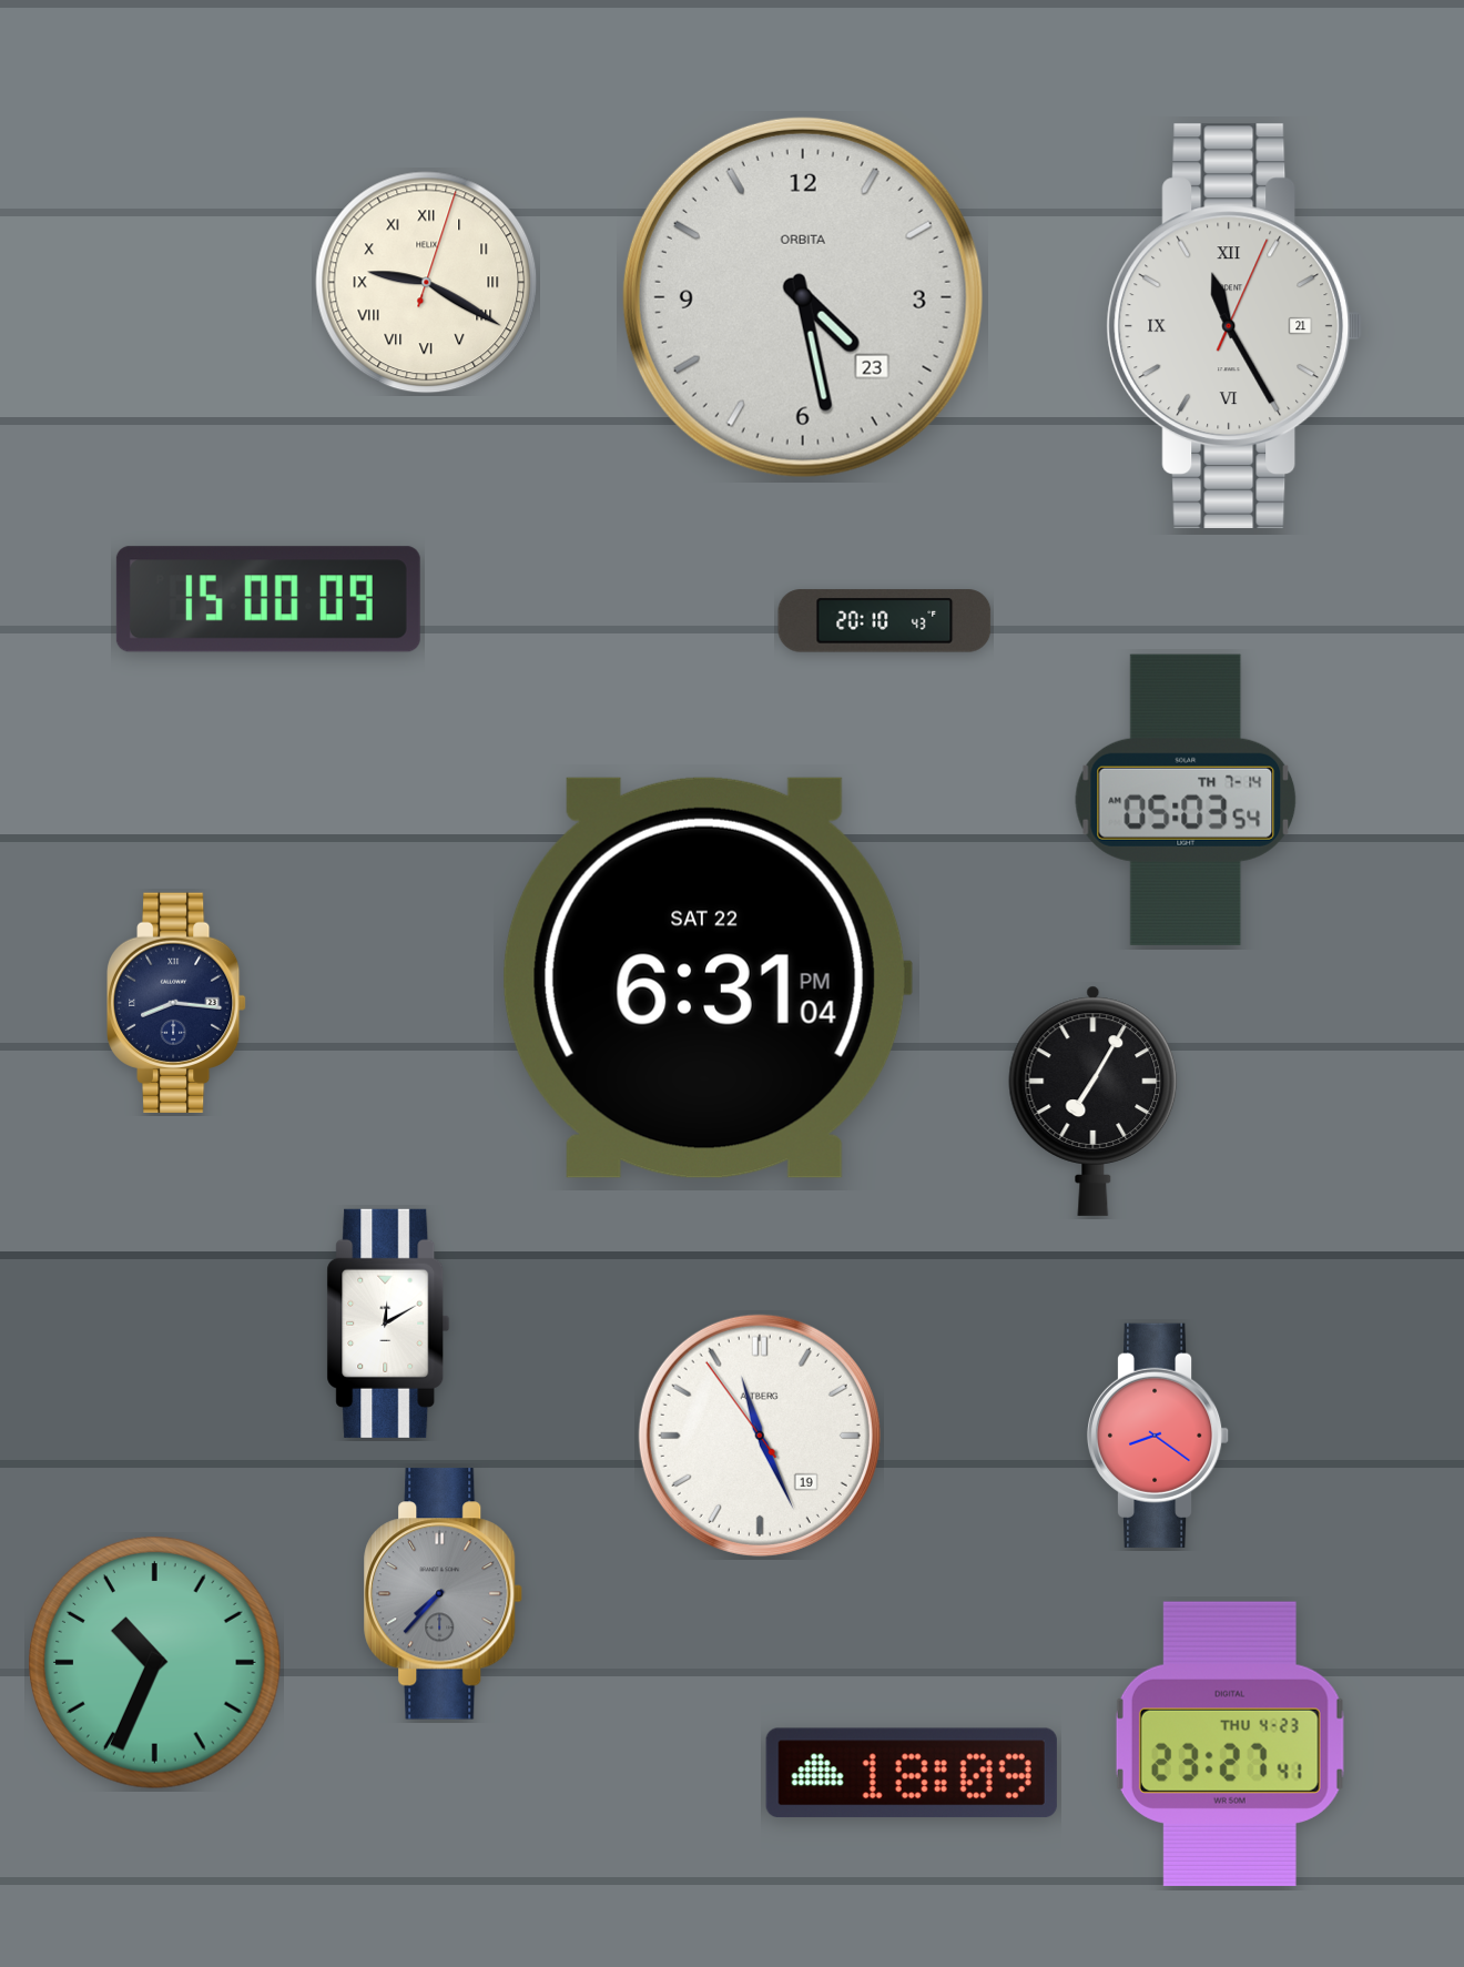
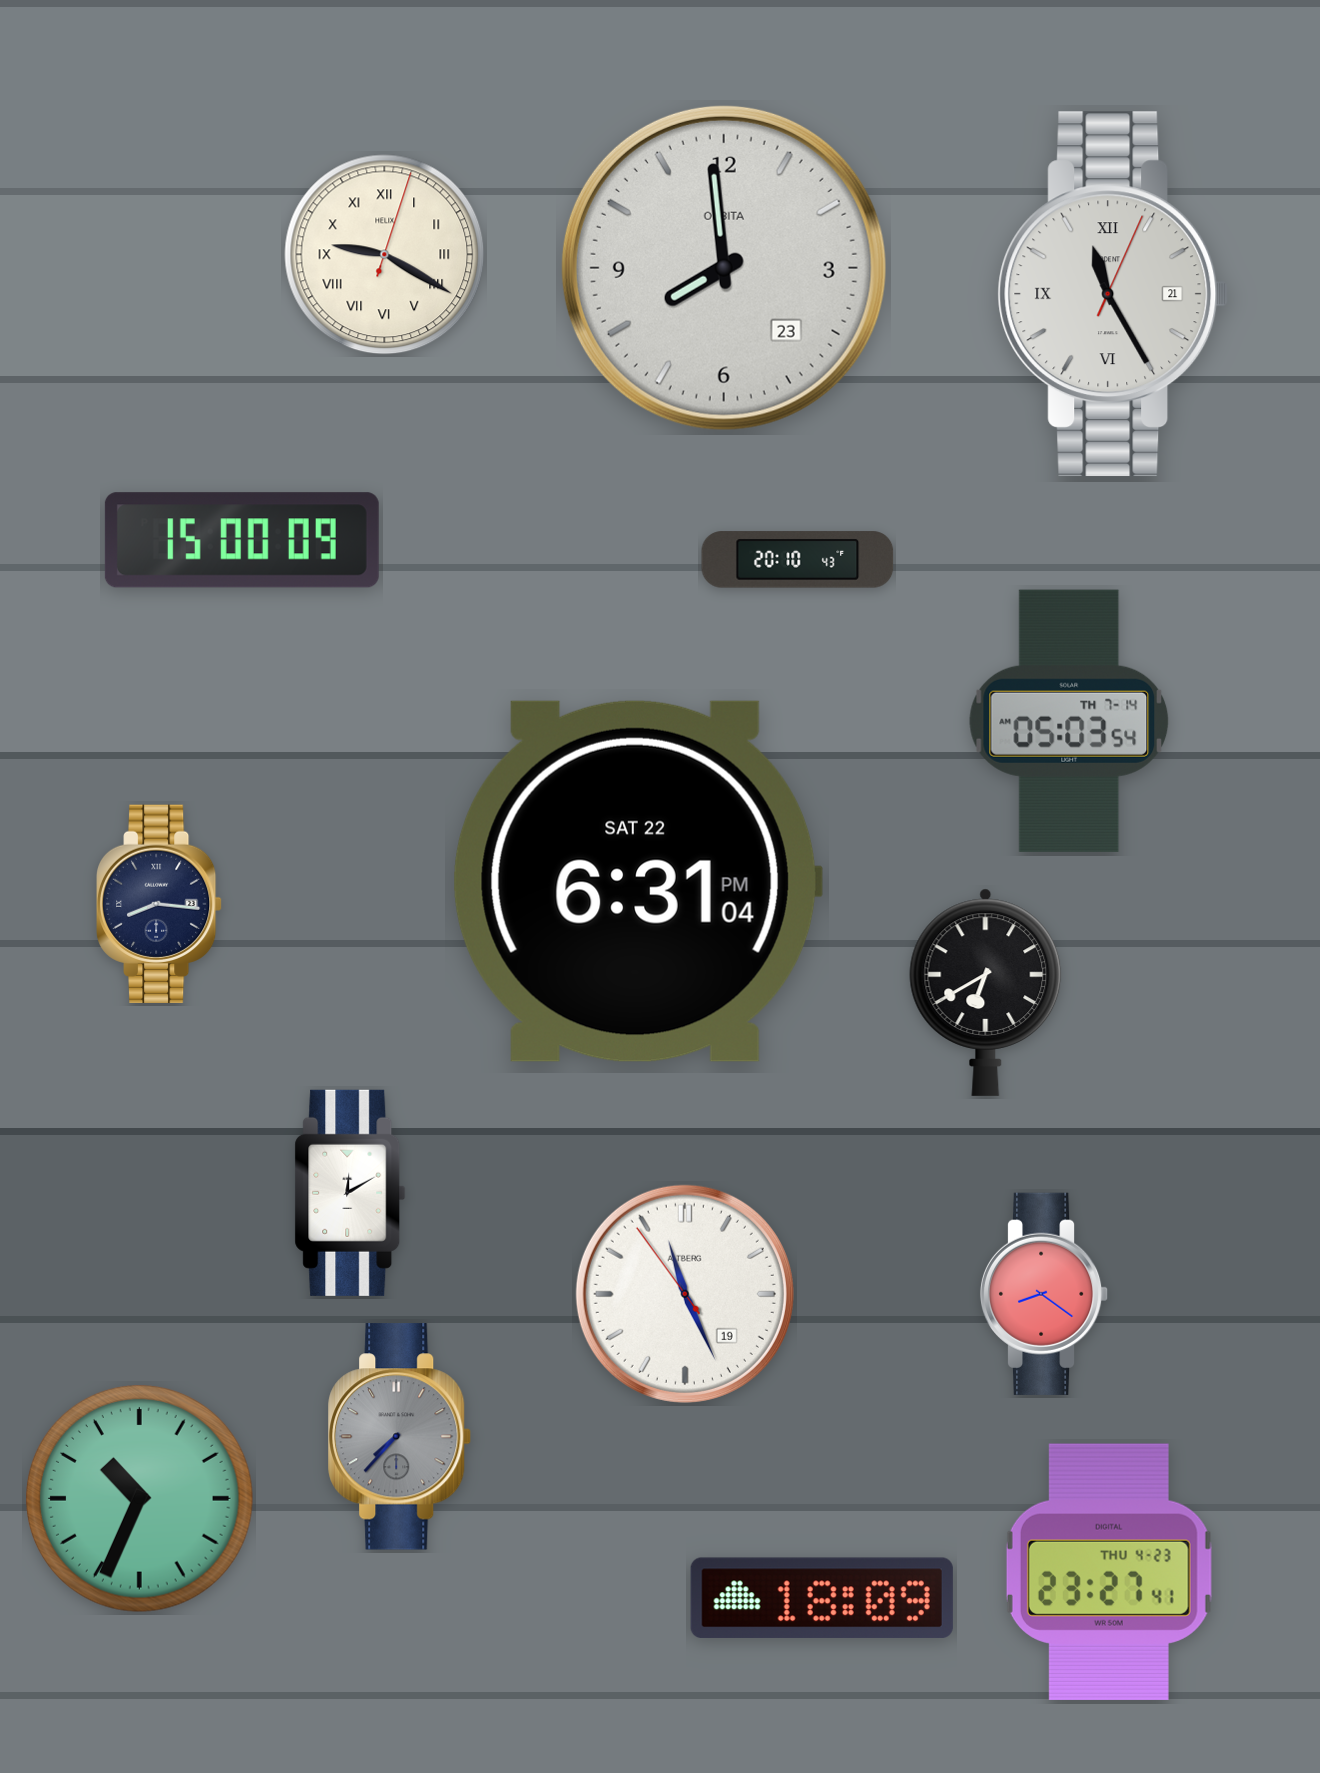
clock at (803, 297): 4:28 -> 7:59
clock at (1094, 1101): 7:05 -> 6:40
